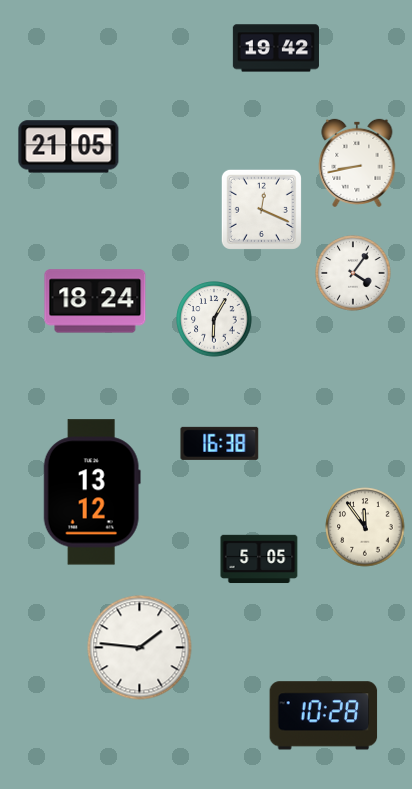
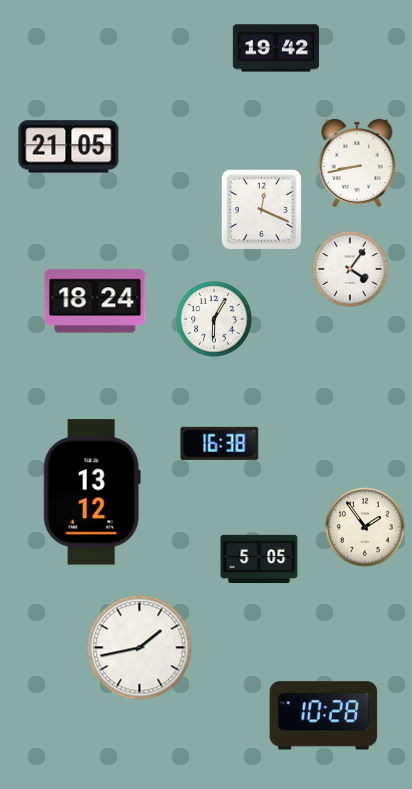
clock at (353, 273) position: (353, 273) -> (350, 269)
clock at (365, 527): 11:54 -> 1:54
clock at (140, 648): 1:46 -> 1:43
